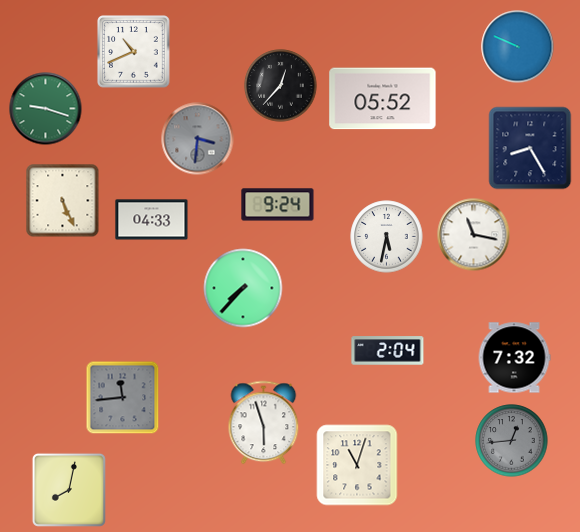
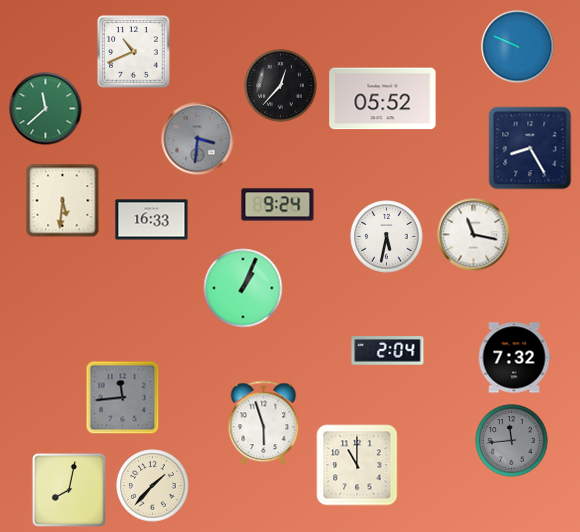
clock at (46, 109): 9:18 -> 11:38
clock at (63, 201): 5:26 -> 5:31
clock at (152, 220): 04:33 -> 16:33
clock at (243, 288): 7:37 -> 1:04
clock at (512, 441): 12:44 -> 11:44
clock at (357, 465): 11:03 -> 11:00
clock at (153, 486): none -> 1:37
